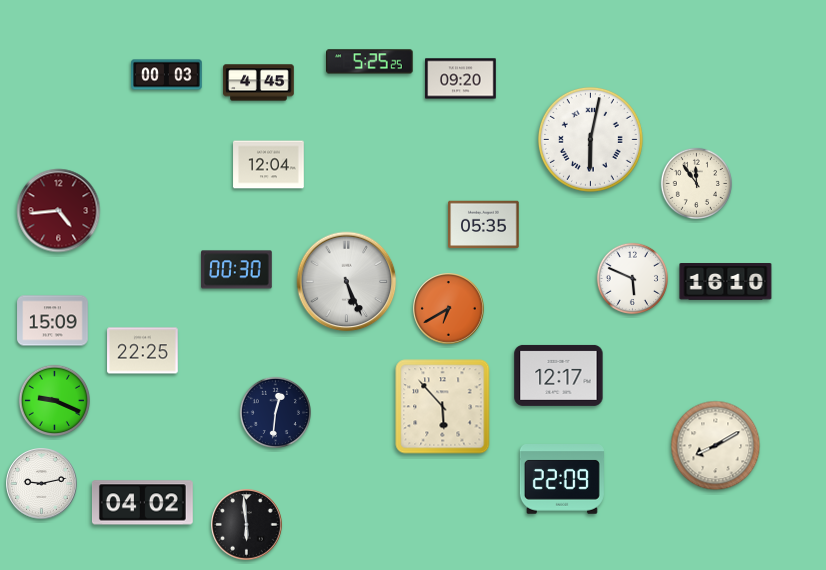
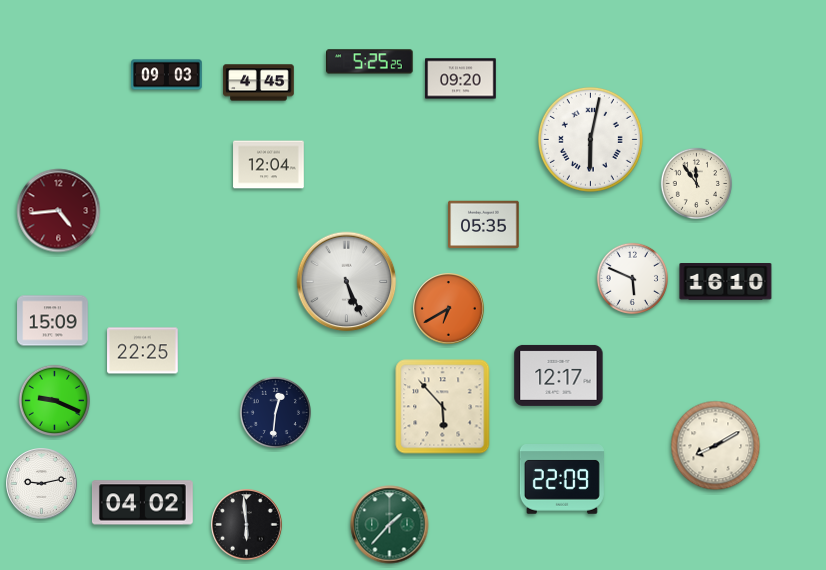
clock at (167, 75): 00:03 -> 09:03
clock at (237, 270): 00:30 -> none
clock at (390, 525): none -> 1:37
